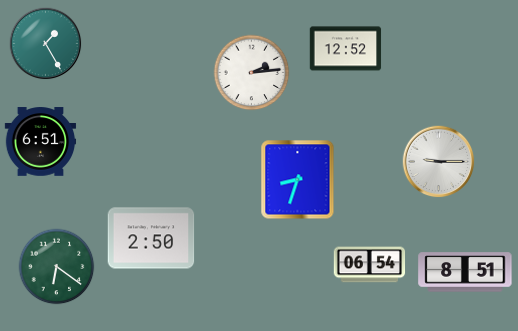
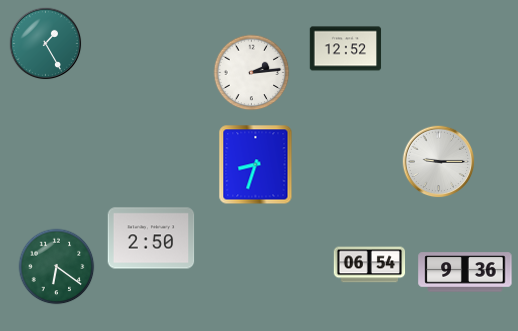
clock at (41, 142): 6:51 -> none
clock at (298, 180) position: (298, 180) -> (256, 165)
clock at (465, 272): 8:51 -> 9:36
